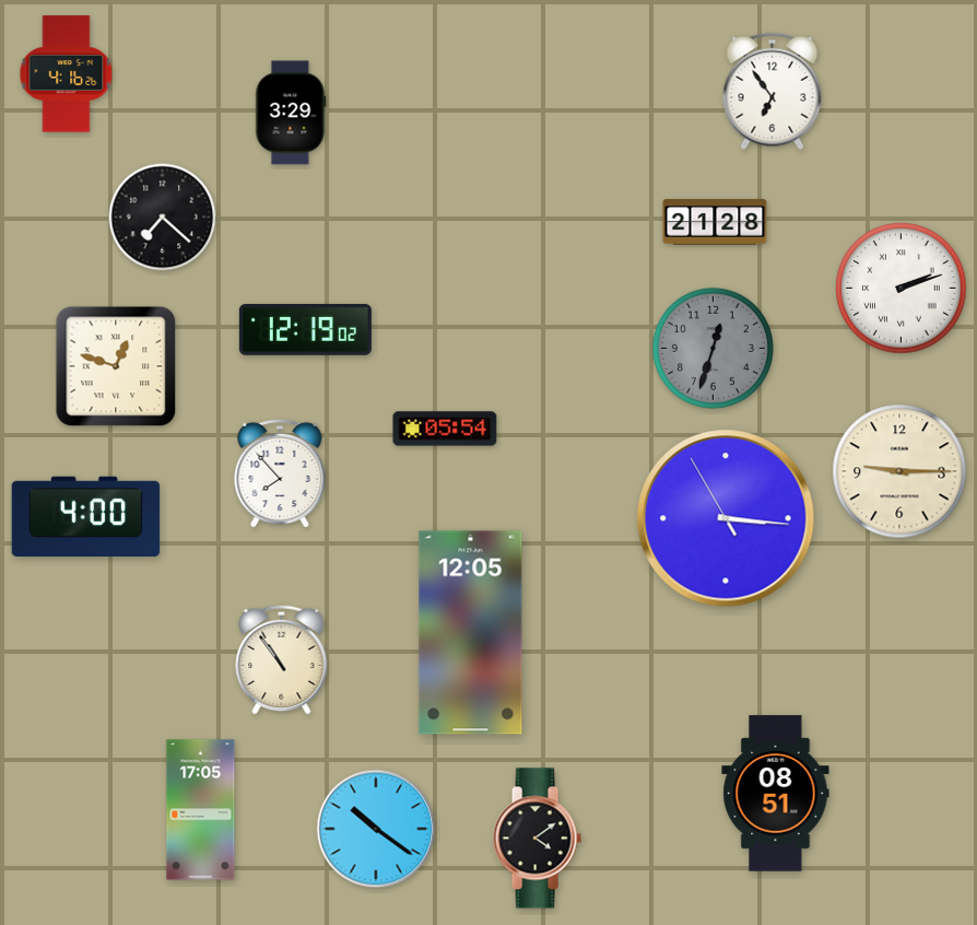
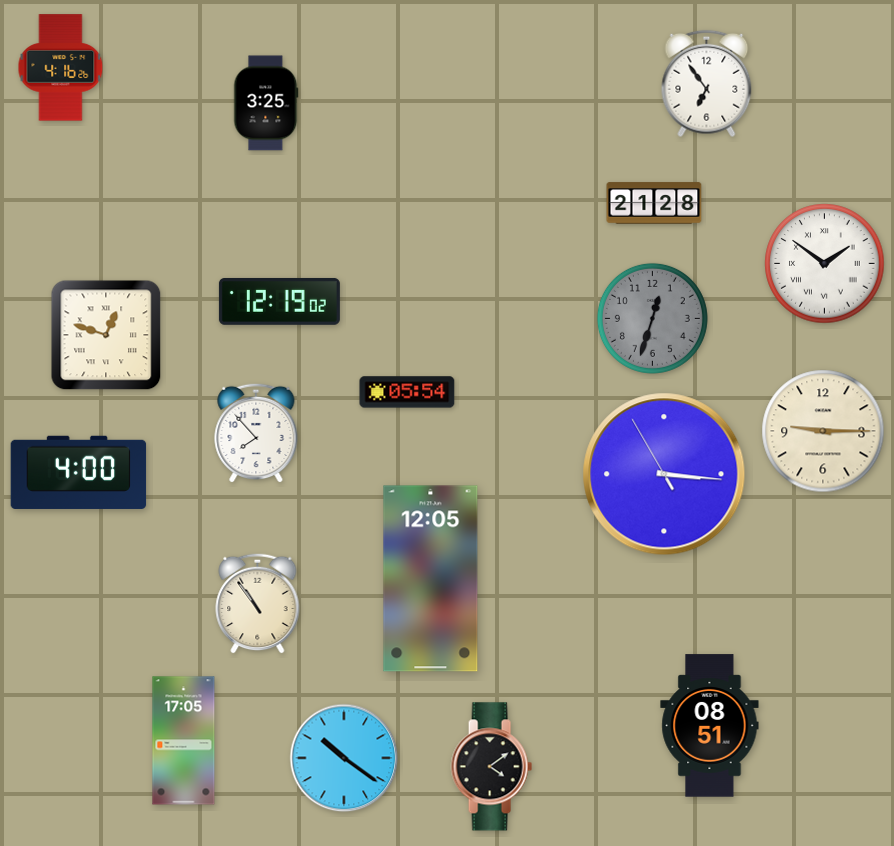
clock at (291, 113): 3:29 -> 3:25
clock at (163, 218): 7:22 -> none
clock at (902, 289): 2:12 -> 1:51
